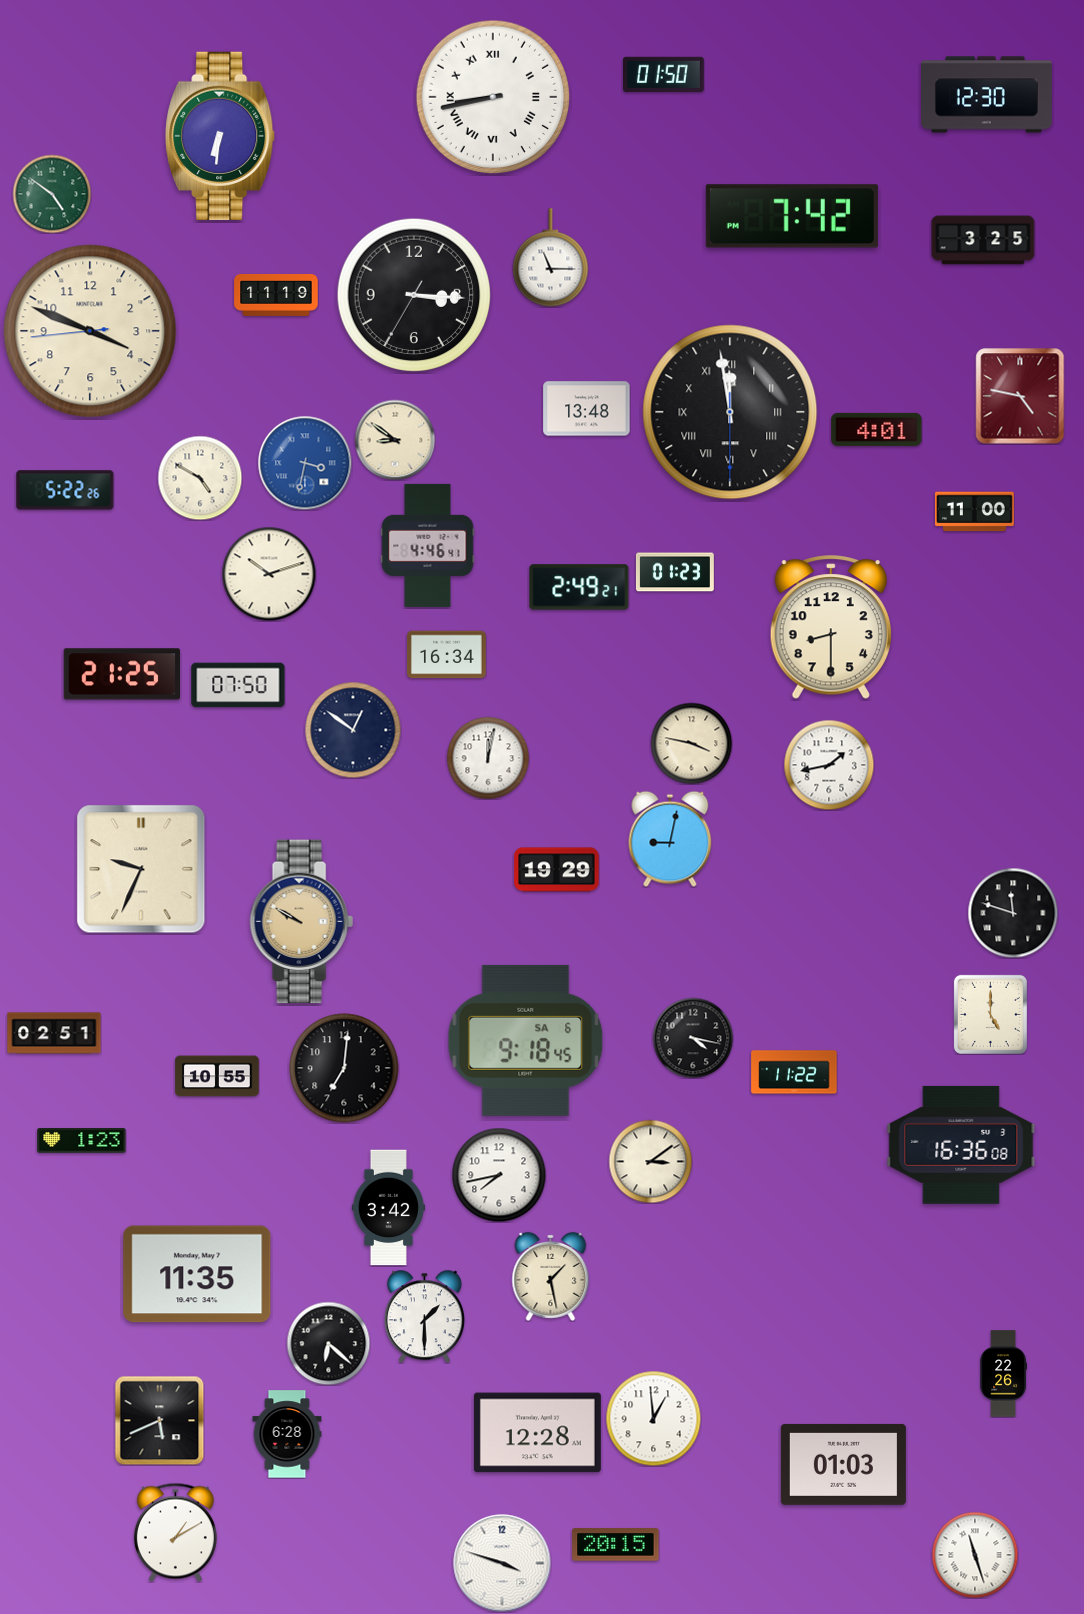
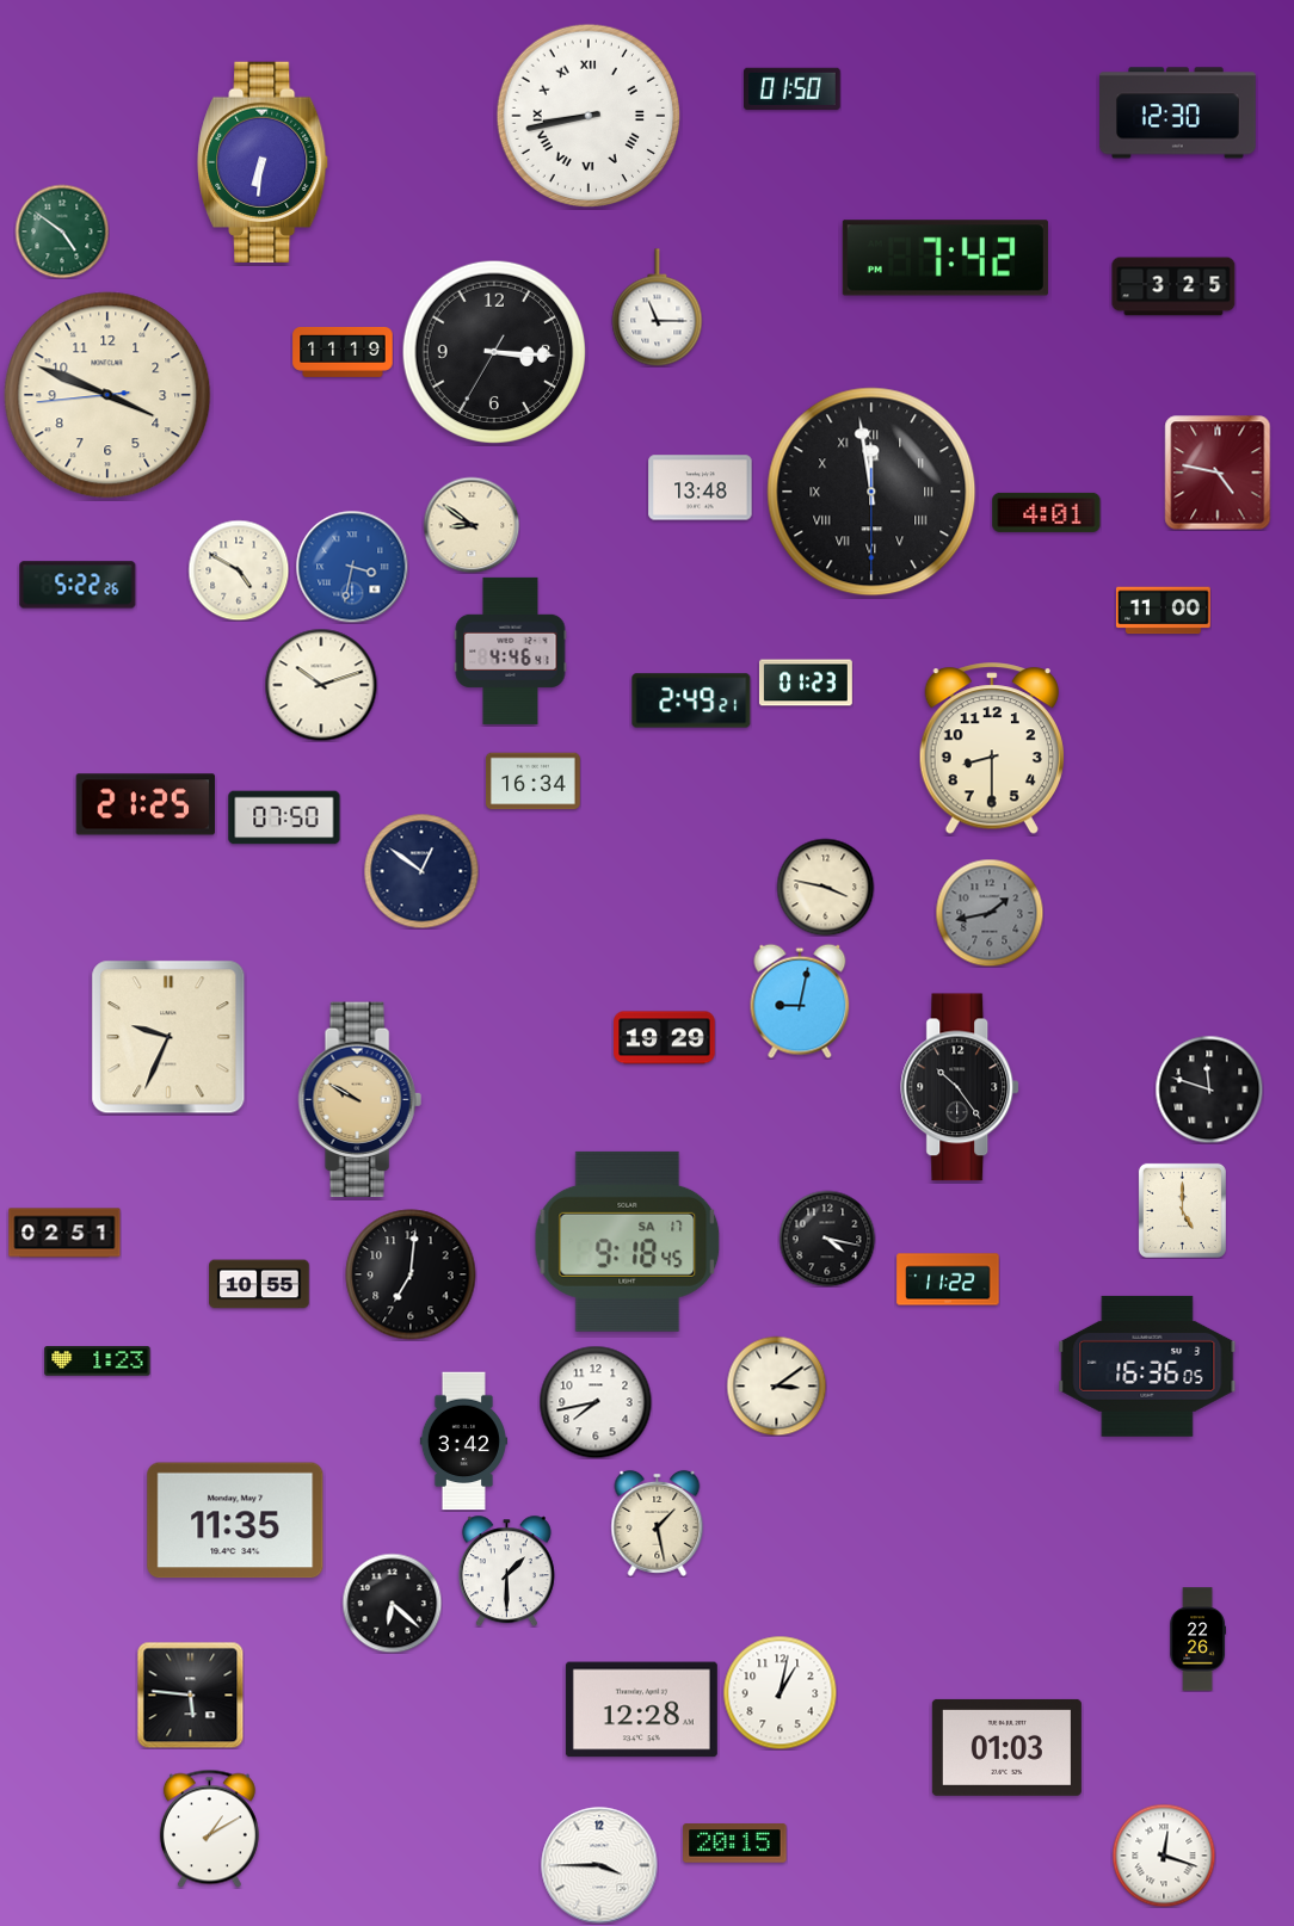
clock at (276, 296) position: (276, 296) -> (343, 353)
clock at (305, 463) position: (305, 463) -> (352, 567)
clock at (488, 758): 12:02 -> none
clock at (829, 765) dial: white -> grey
clock at (961, 1087): none -> 10:24
clock at (526, 1040) date: SA 6 -> SA 17
clock at (961, 1145): 16:36:08 -> 16:36:05
clock at (653, 1418): 12:59 -> 1:02
clock at (159, 1420): 5:41 -> 5:46
clock at (287, 1434): 6:28 -> none
clock at (975, 1555): 11:27 -> 12:18
clock at (502, 1563): 3:48 -> 3:45
